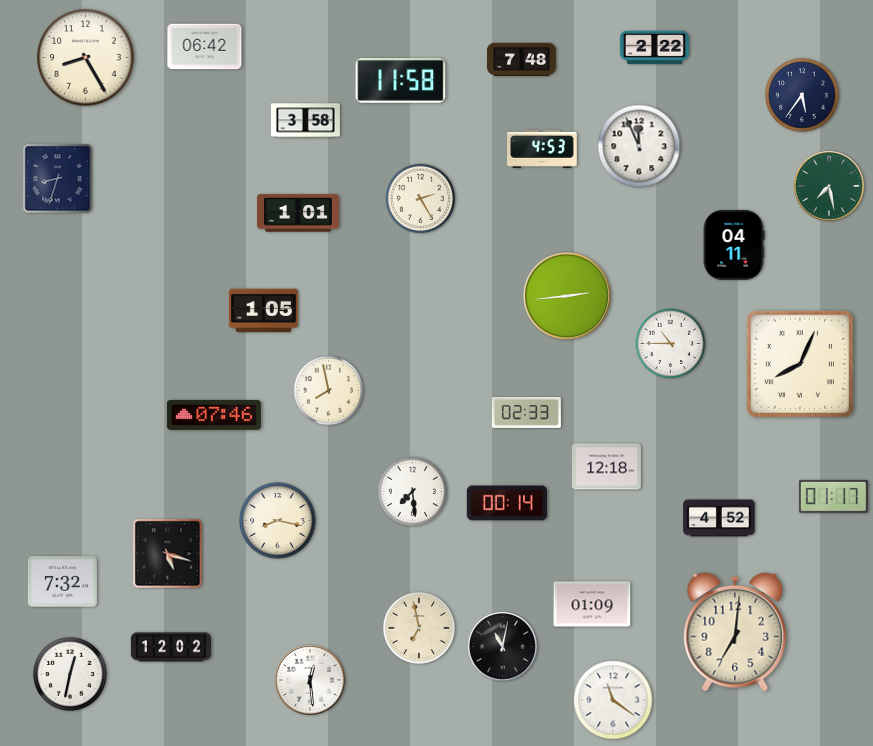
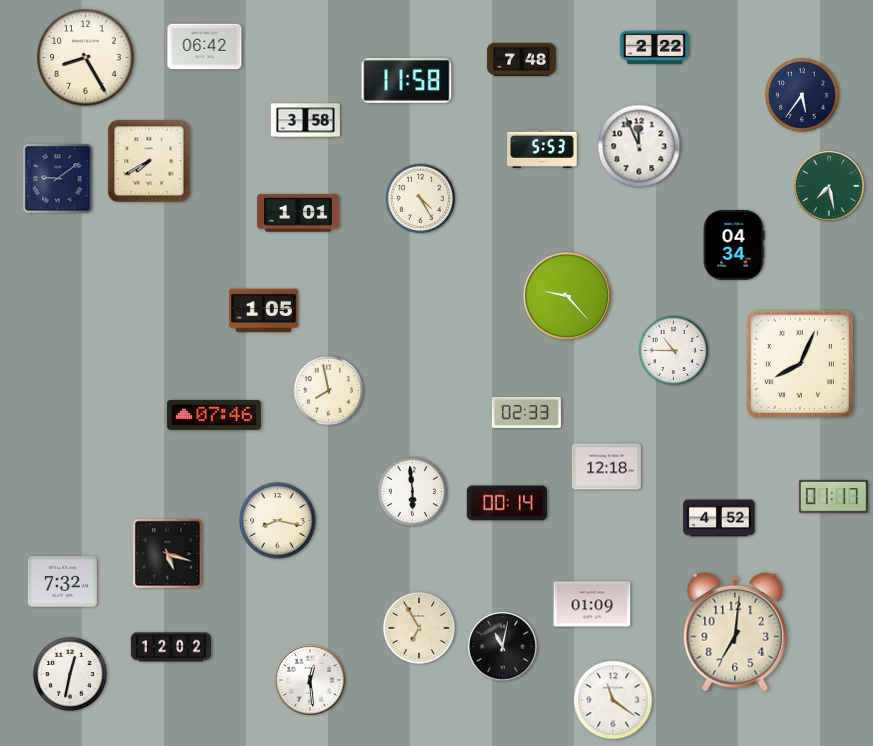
clock at (401, 81) position: (401, 81) -> (407, 81)
clock at (543, 149): 4:53 -> 5:53
clock at (149, 161): none -> 7:40
clock at (58, 179): 8:33 -> 9:09
clock at (421, 199): 2:25 -> 4:25
clock at (734, 246): 04:11 -> 04:34
clock at (567, 296): 2:44 -> 9:23
clock at (671, 344) position: (671, 344) -> (674, 351)
clock at (413, 492): 7:29 -> 5:59
clock at (419, 628): 6:58 -> 6:55
